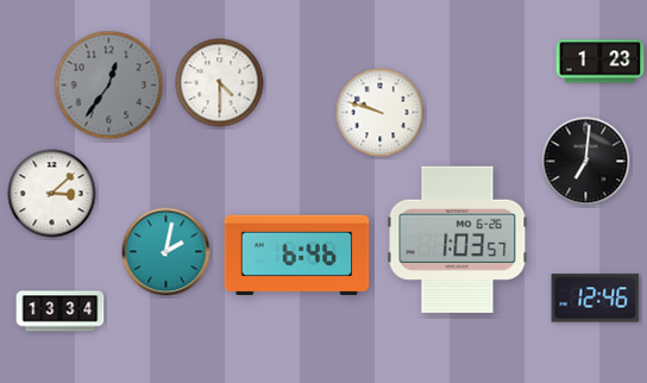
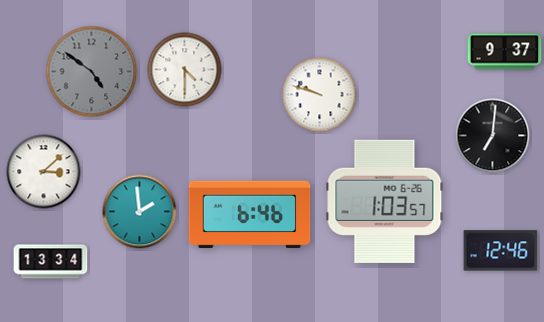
clock at (601, 62): 1:23 -> 9:37
clock at (109, 86): 12:36 -> 4:51
clock at (52, 194) position: (52, 194) -> (44, 172)
clock at (167, 252): 2:02 -> 1:59
